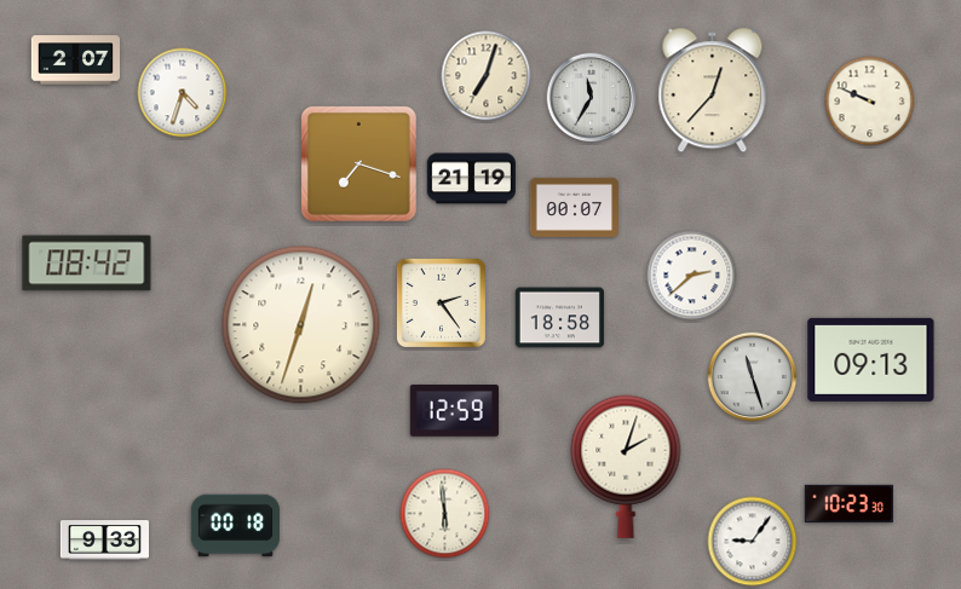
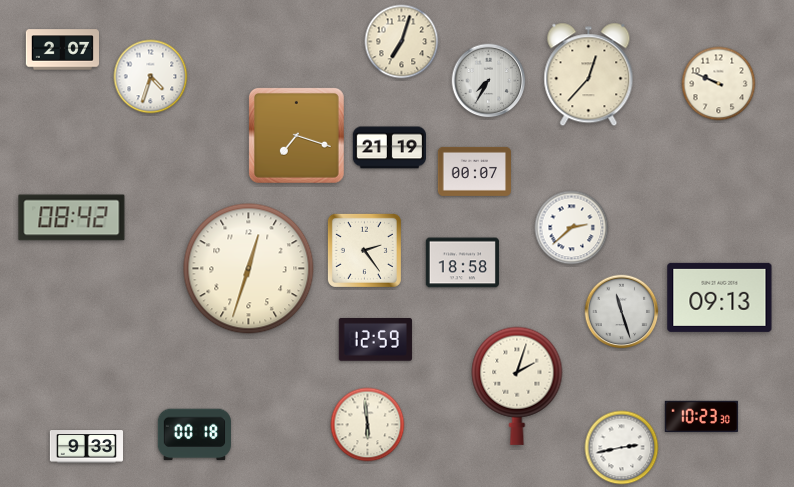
clock at (487, 76) position: (487, 76) -> (402, 42)
clock at (592, 98): 11:35 -> 7:35
clock at (753, 542): 9:06 -> 2:43
